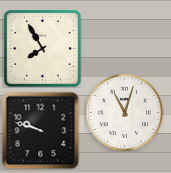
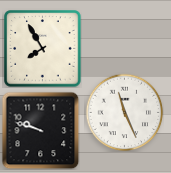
clock at (124, 112): 11:03 -> 11:26
